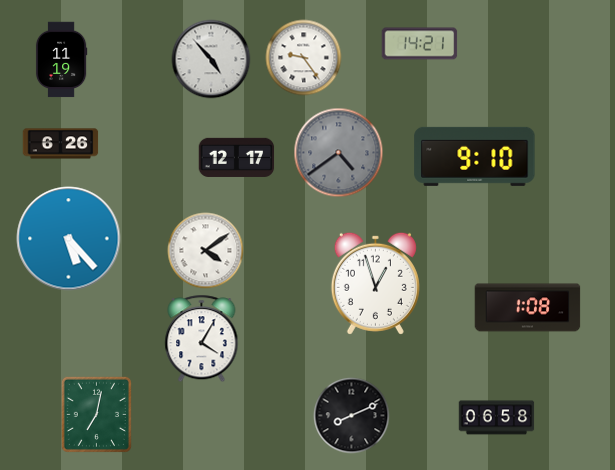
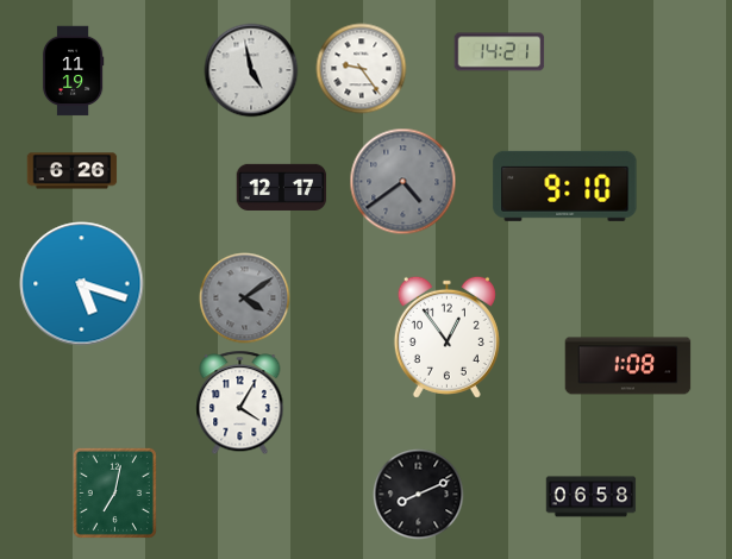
clock at (211, 59): 4:53 -> 4:58
clock at (69, 239): 5:23 -> 5:18
clock at (206, 251) dial: white -> grey
clock at (375, 283): 12:57 -> 12:54
